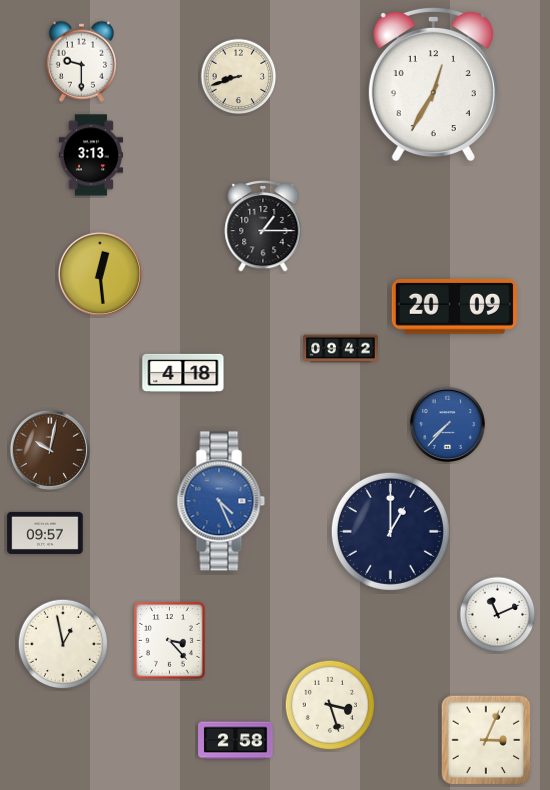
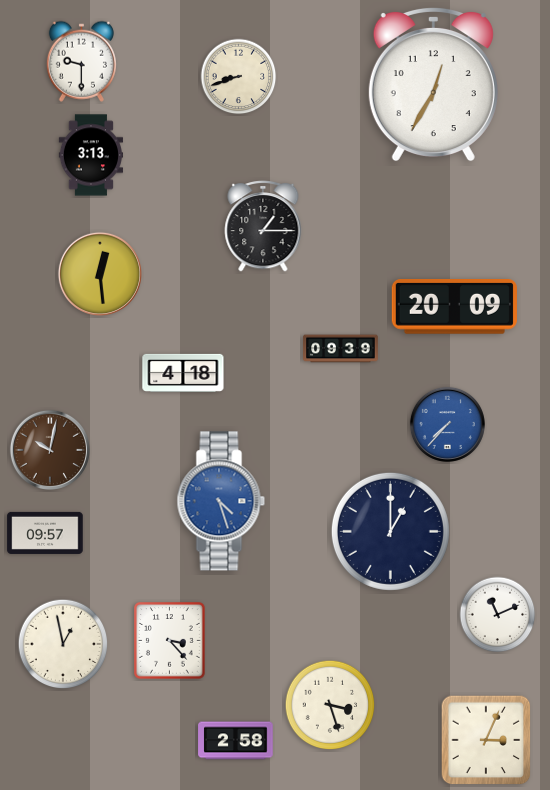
clock at (341, 349): 09:42 -> 09:39
clock at (221, 501): 4:26 -> 4:27
